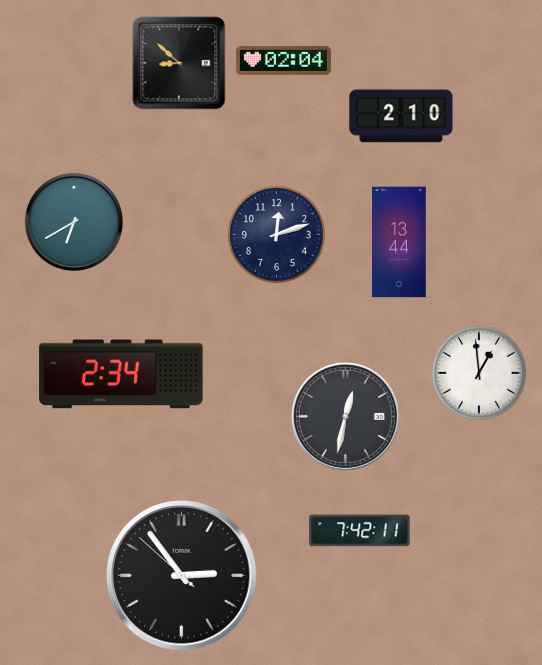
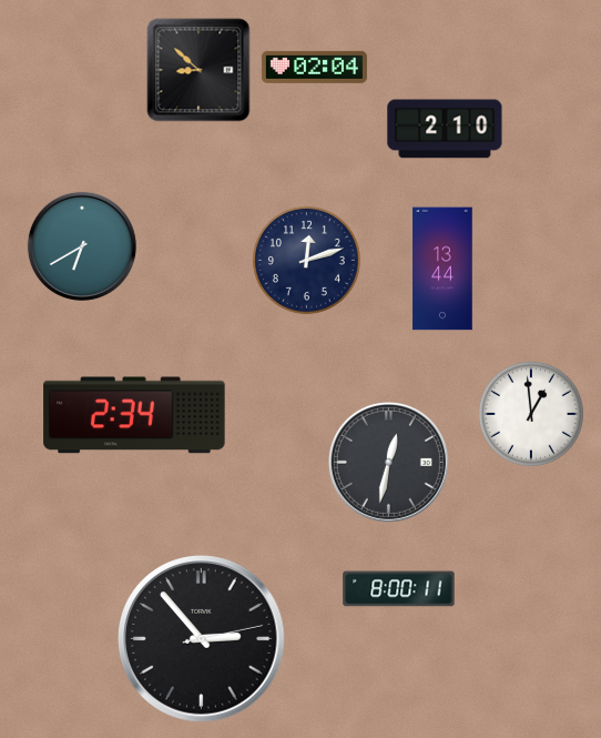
clock at (345, 416) position: (345, 416) -> (388, 462)
clock at (360, 531): 7:42 -> 8:00
clock at (182, 576): 2:53:52 -> 2:53:13
